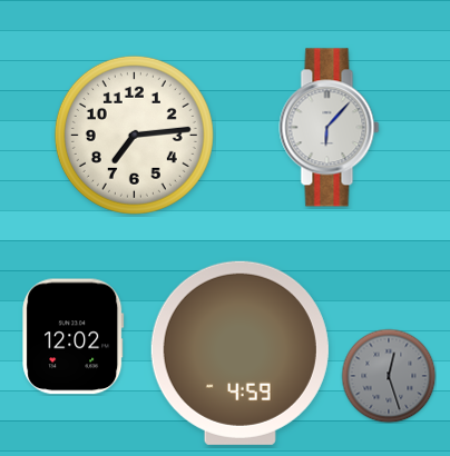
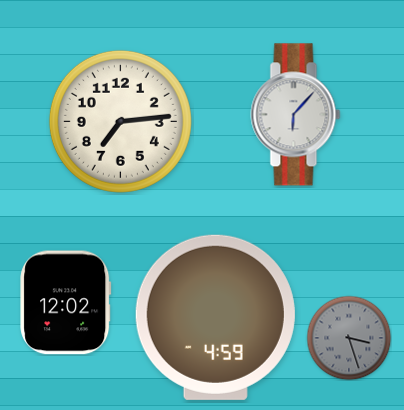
clock at (389, 376): 12:27 -> 3:27
